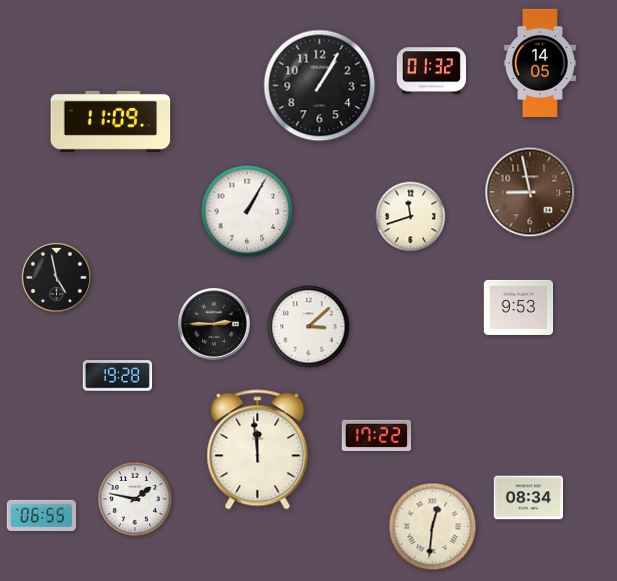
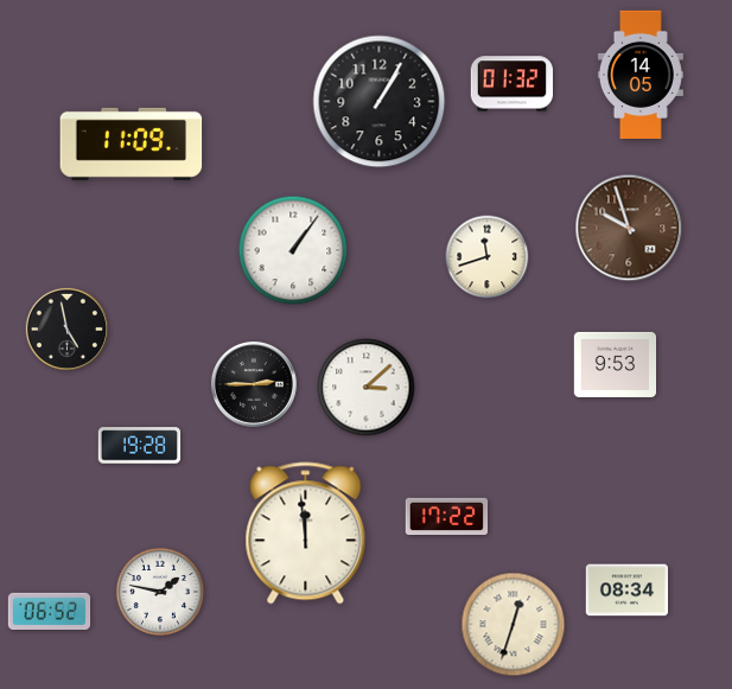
clock at (530, 192): 8:58 -> 9:57
clock at (247, 211): 1:05 -> 1:06
clock at (42, 515): 06:55 -> 06:52
clock at (433, 527): 12:31 -> 12:33
